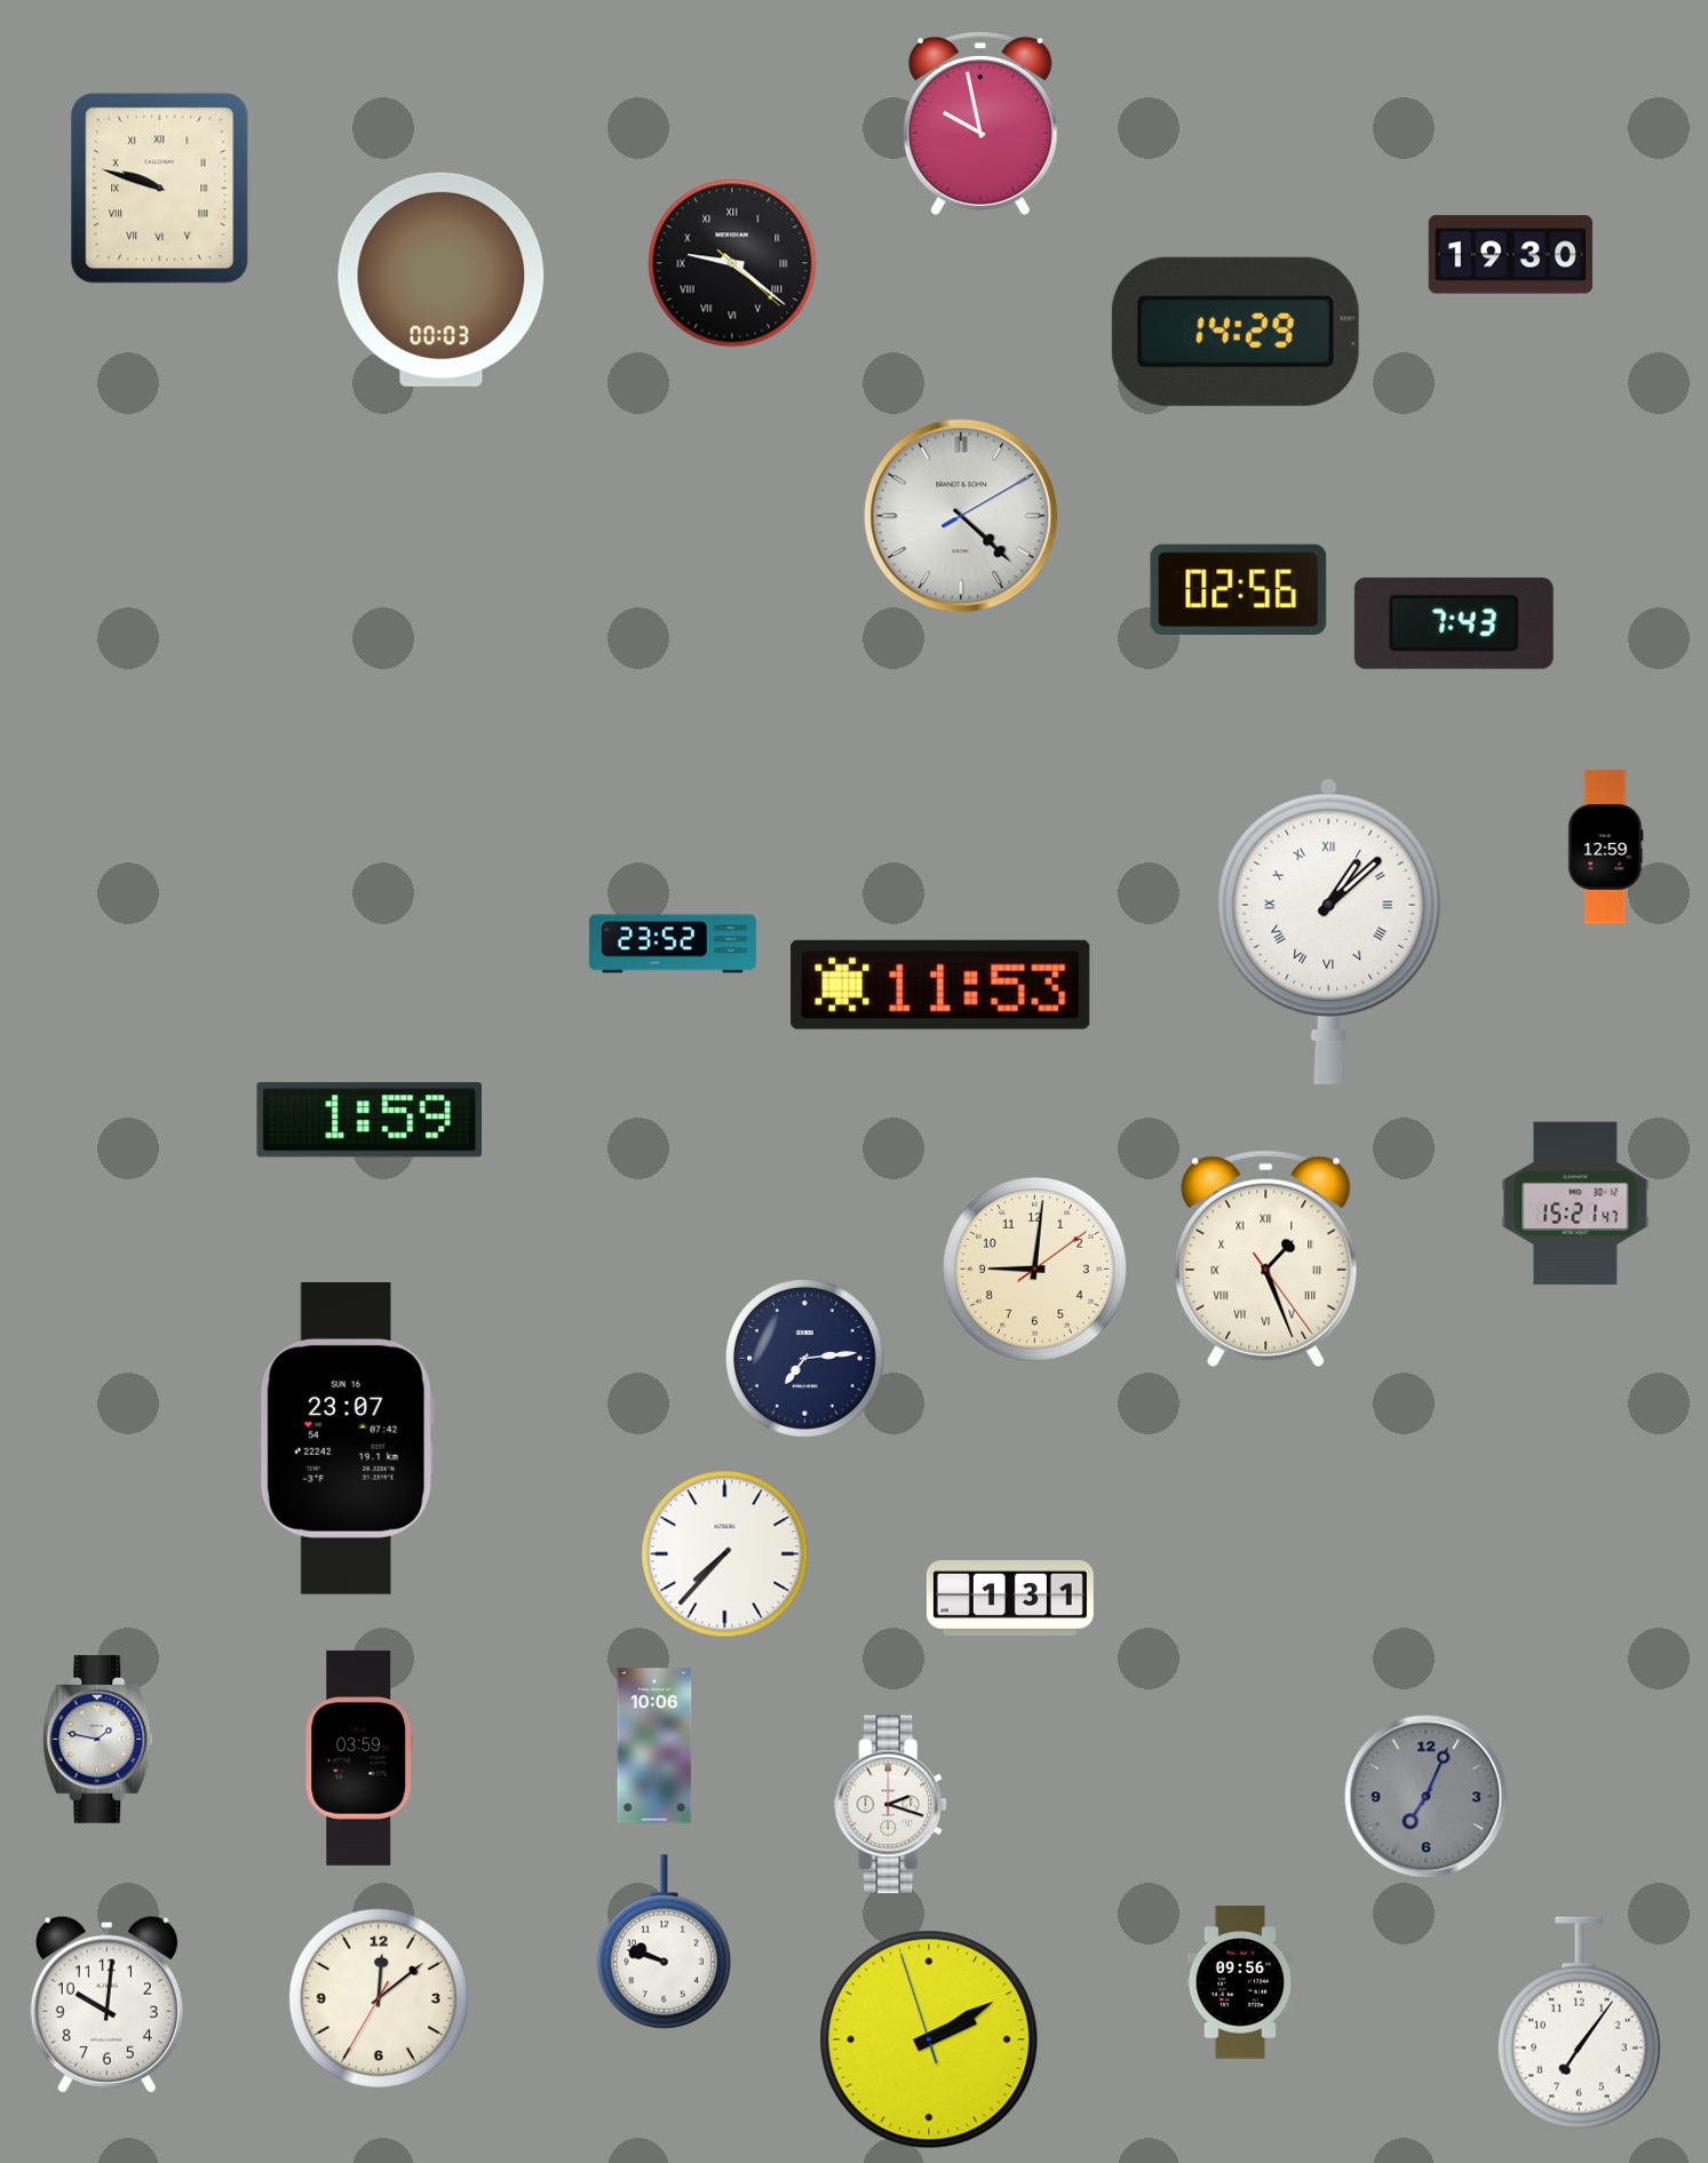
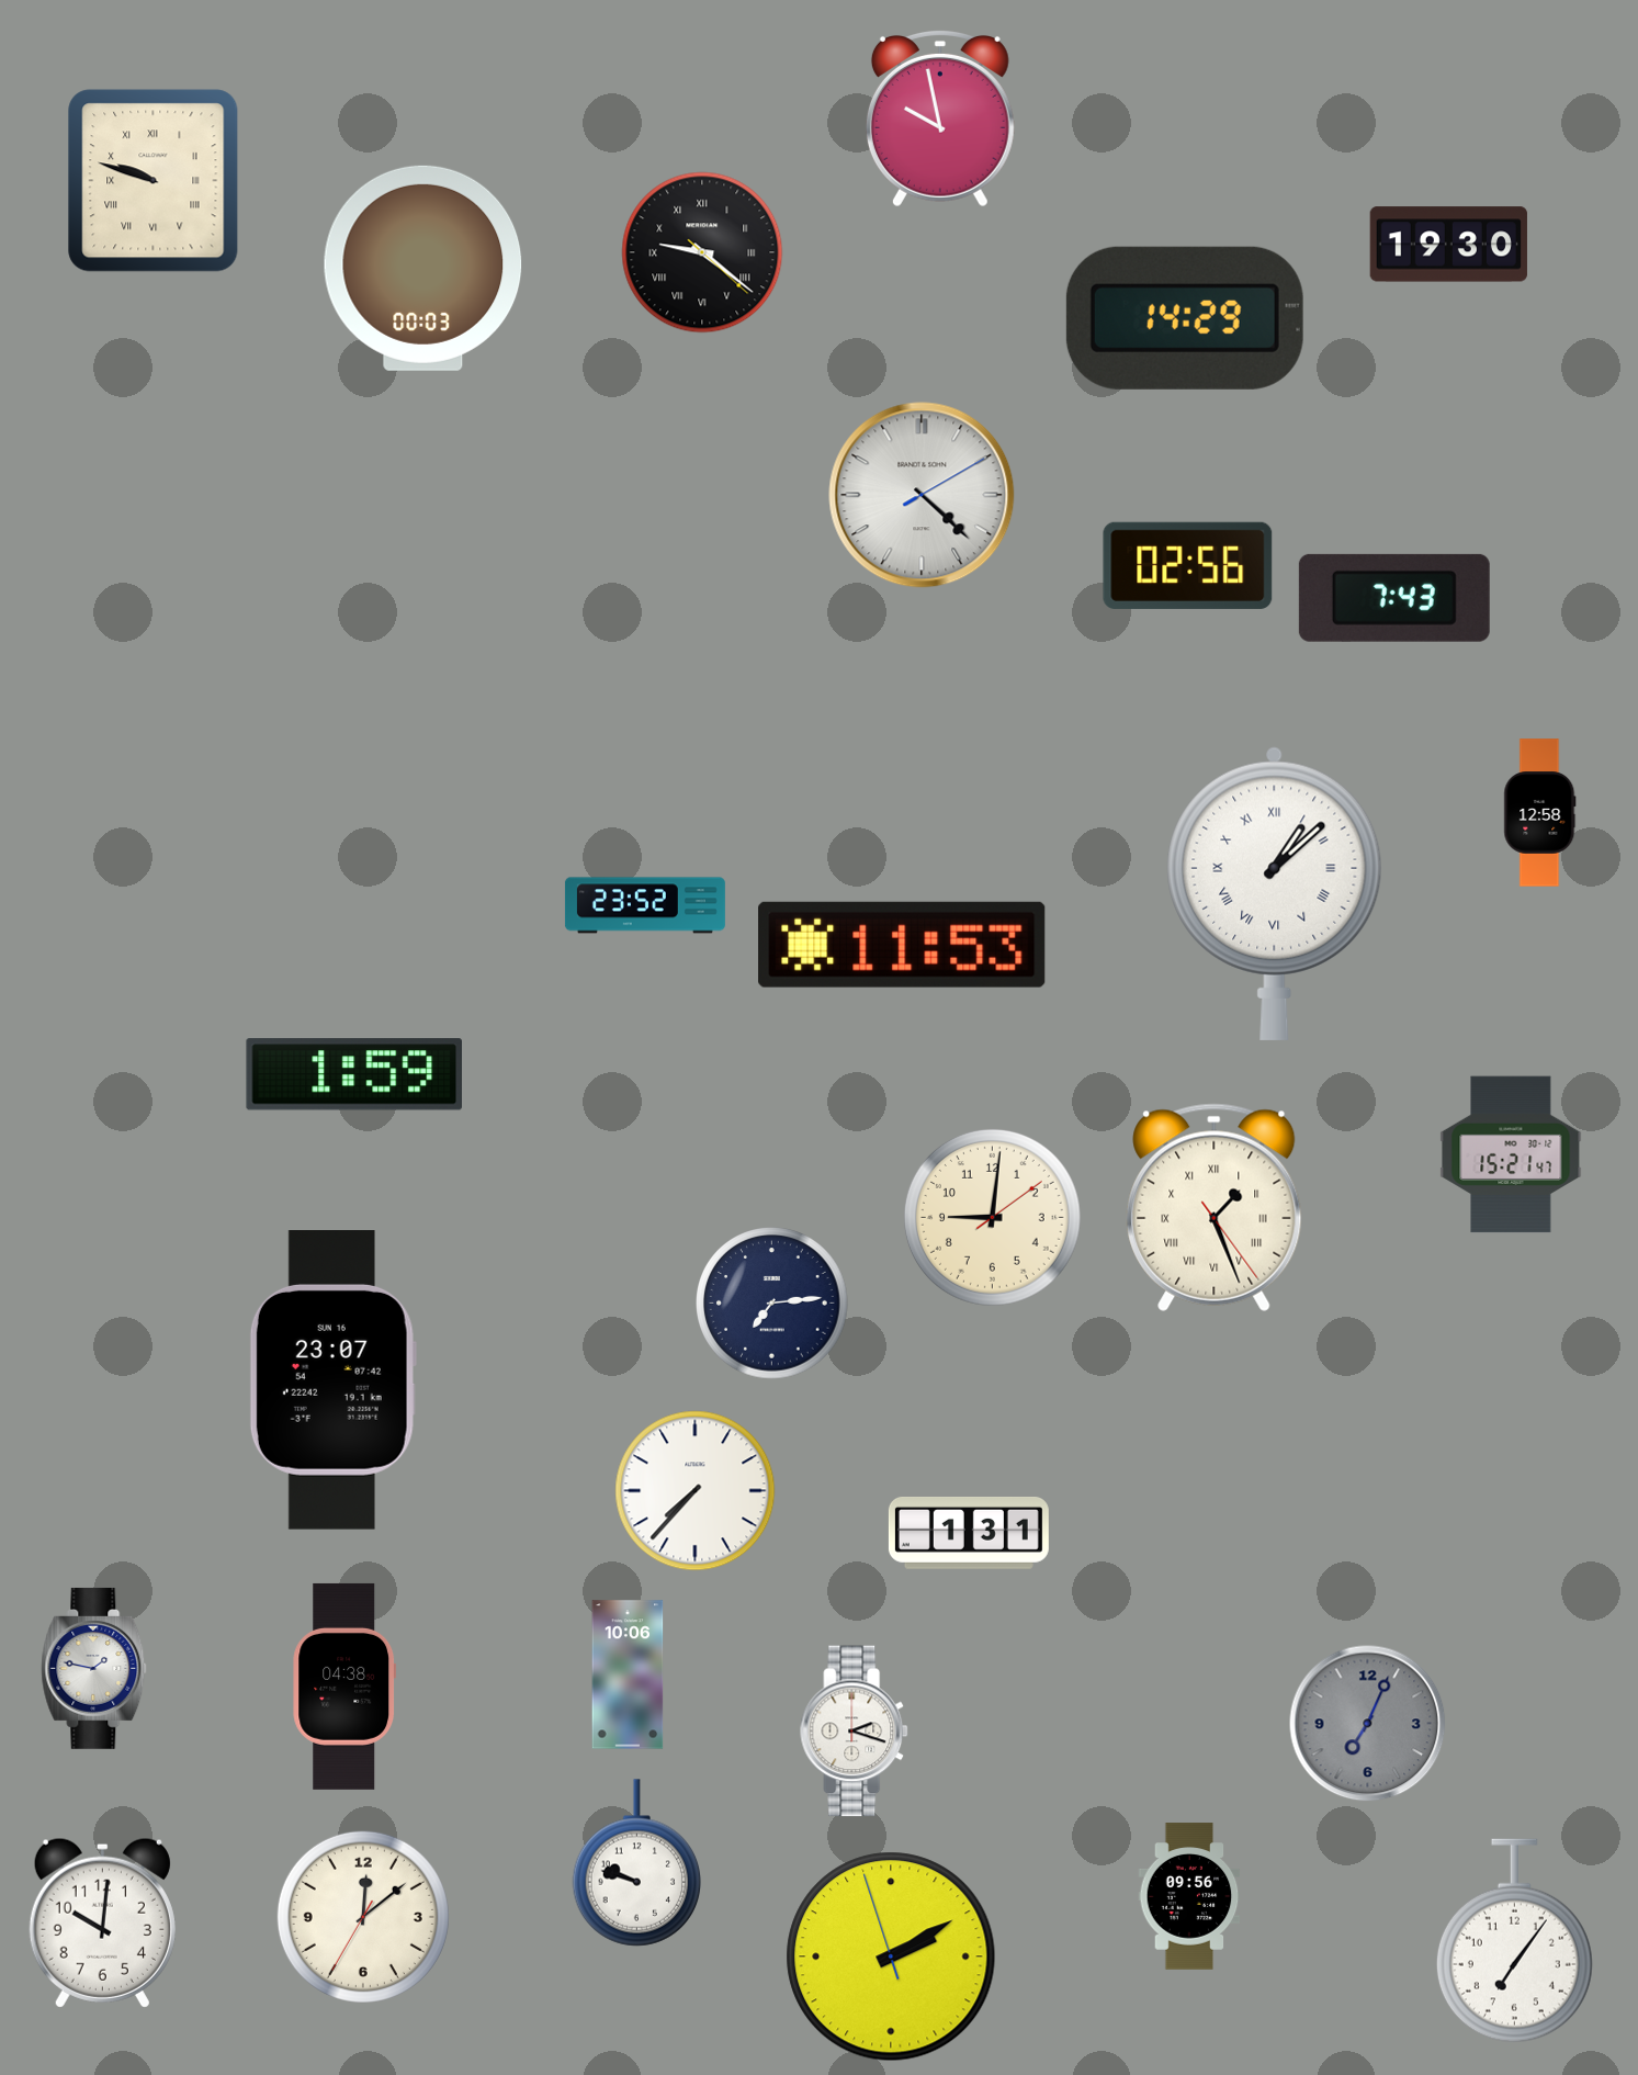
clock at (1606, 848): 12:59 -> 12:58
clock at (359, 1758): 03:59 -> 04:38
clock at (1240, 1982) position: (1240, 1982) -> (1189, 1896)
